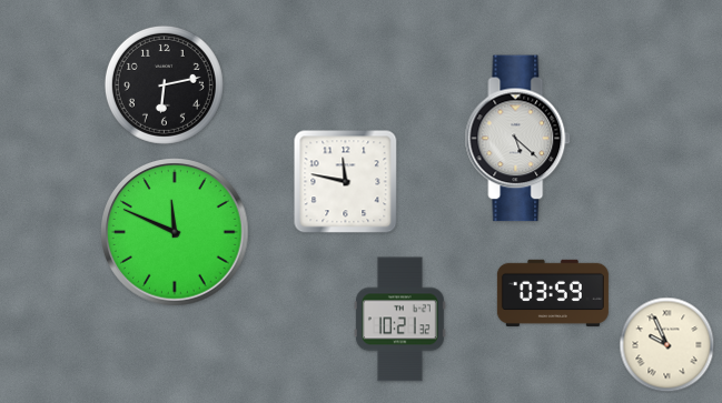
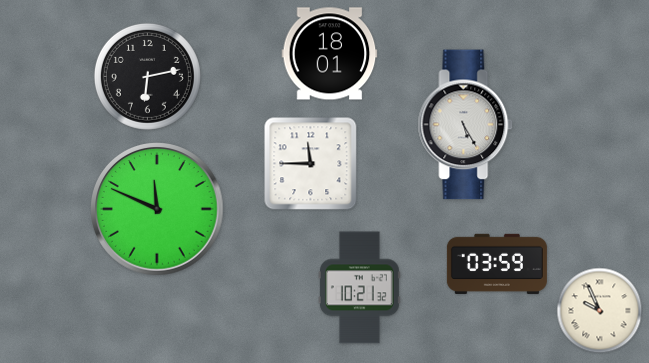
clock at (330, 54): none -> 18:01
clock at (518, 139): 5:22 -> 5:25
clock at (346, 182): 11:47 -> 11:45
